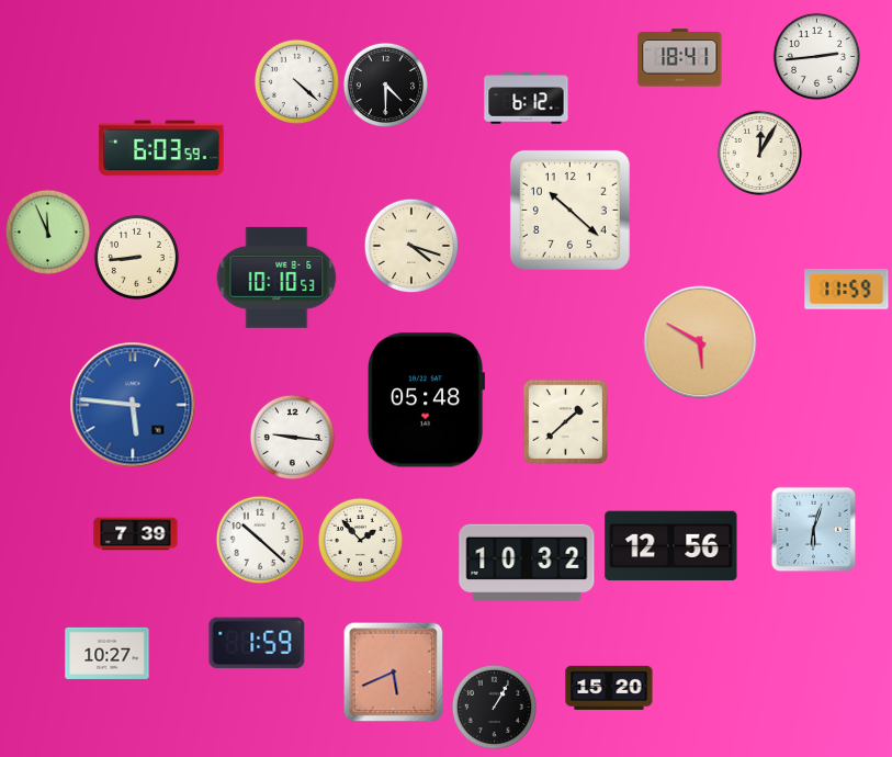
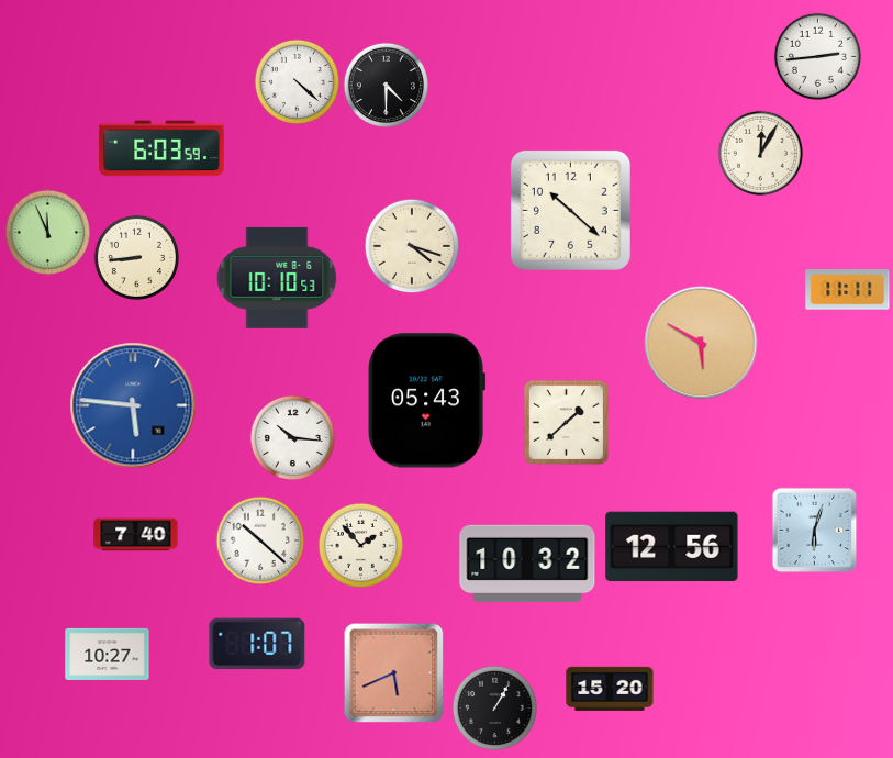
clock at (680, 58): 18:41 -> none
clock at (527, 99): 6:12 -> none
clock at (847, 290): 11:59 -> 11:11
clock at (427, 400): 05:48 -> 05:43
clock at (292, 437): 9:16 -> 10:16
clock at (136, 534): 7:39 -> 7:40
clock at (360, 540) position: (360, 540) -> (360, 545)
clock at (257, 643): 1:59 -> 1:07
